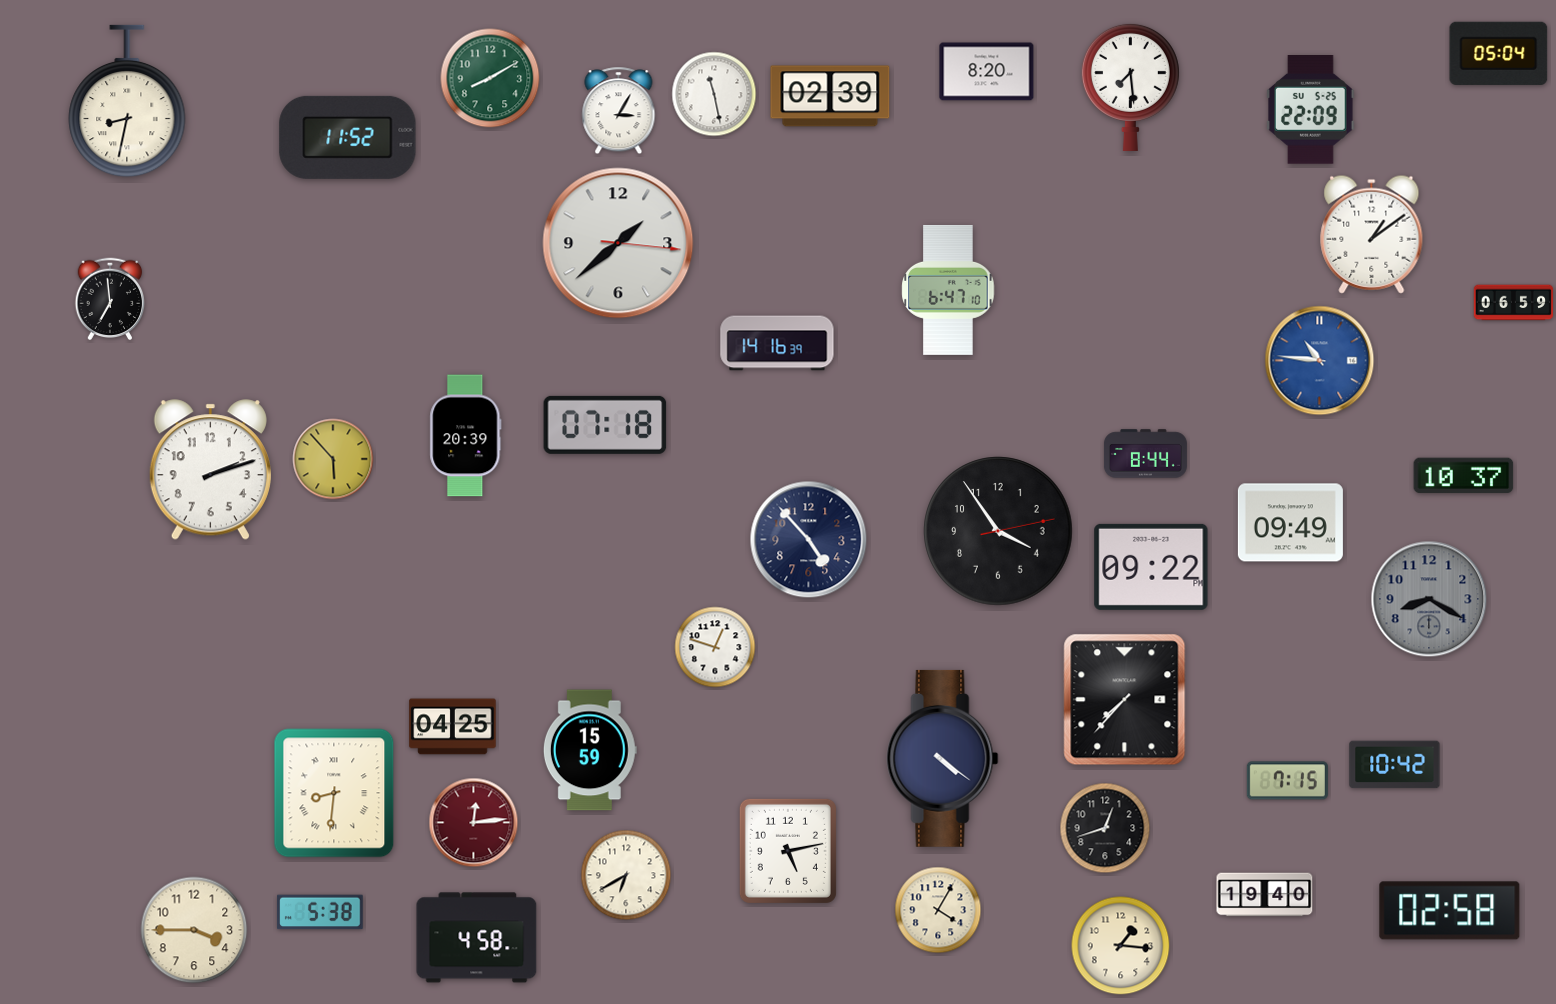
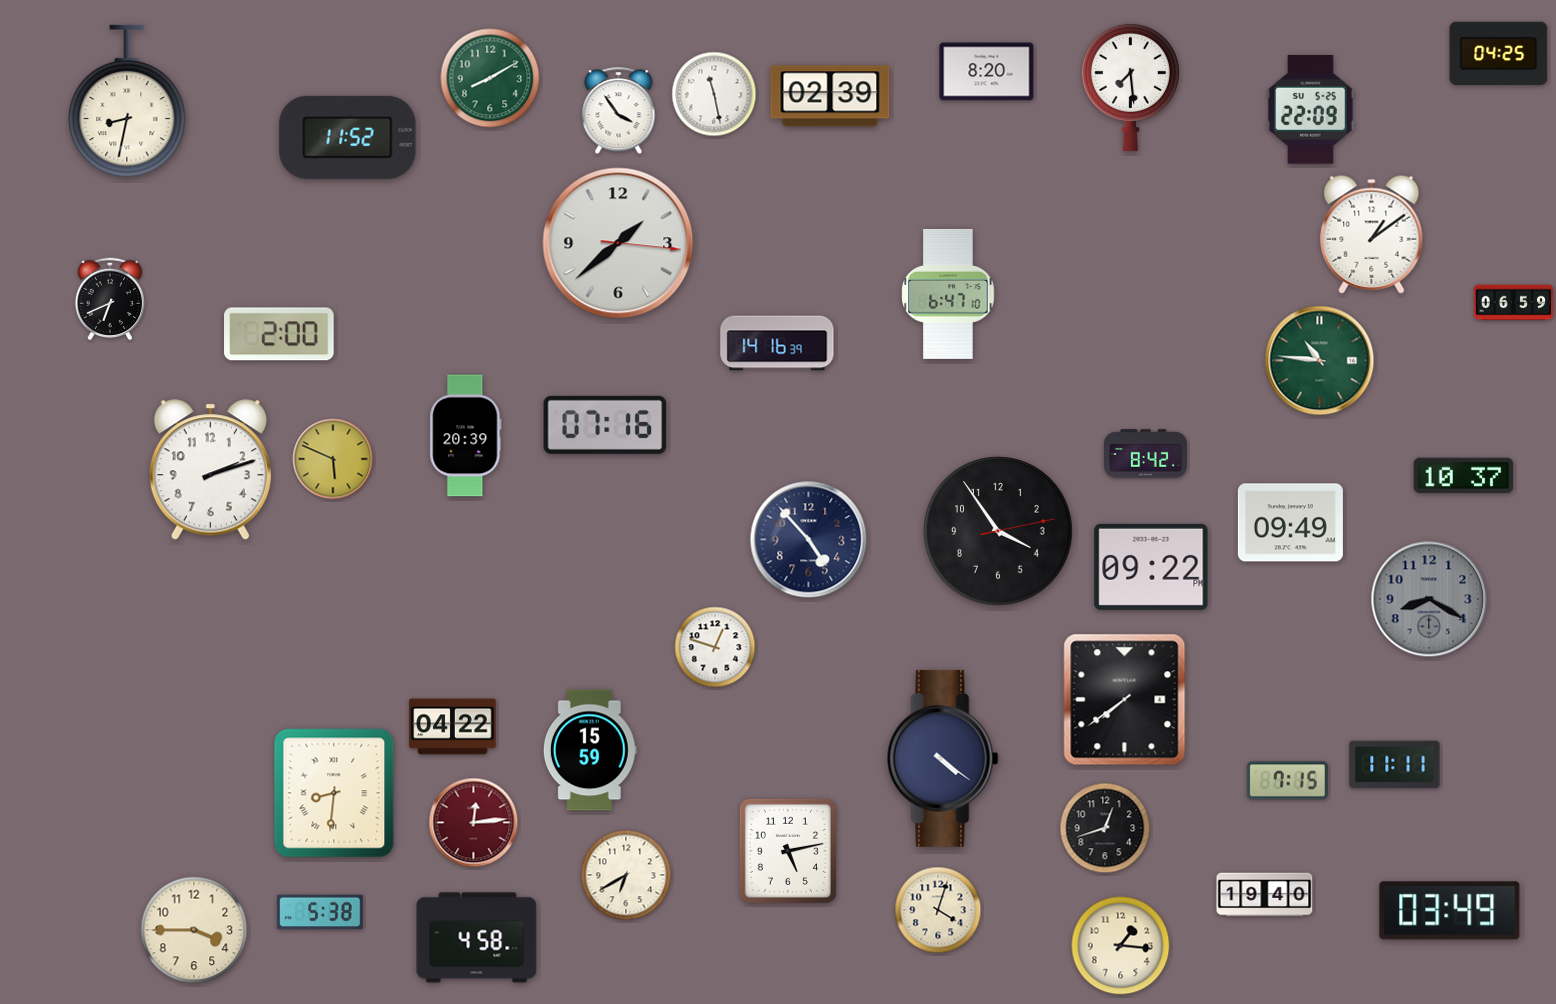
clock at (1499, 53): 05:04 -> 04:25
clock at (619, 111): 3:05 -> 3:54
clock at (948, 290) position: (948, 290) -> (948, 294)
clock at (110, 299): 6:59 -> 6:41
clock at (279, 334): none -> 2:00
clock at (1320, 361) dial: blue -> green
clock at (605, 425): 07:18 -> 07:16
clock at (1145, 454): 8:44 -> 8:42
clock at (333, 459): 5:53 -> 5:49
clock at (1125, 700): 7:37 -> 7:39
clock at (453, 727): 04:25 -> 04:22
clock at (1395, 765): 10:42 -> 11:11
clock at (938, 910): 4:05 -> 4:03
clock at (1450, 911): 02:58 -> 03:49
